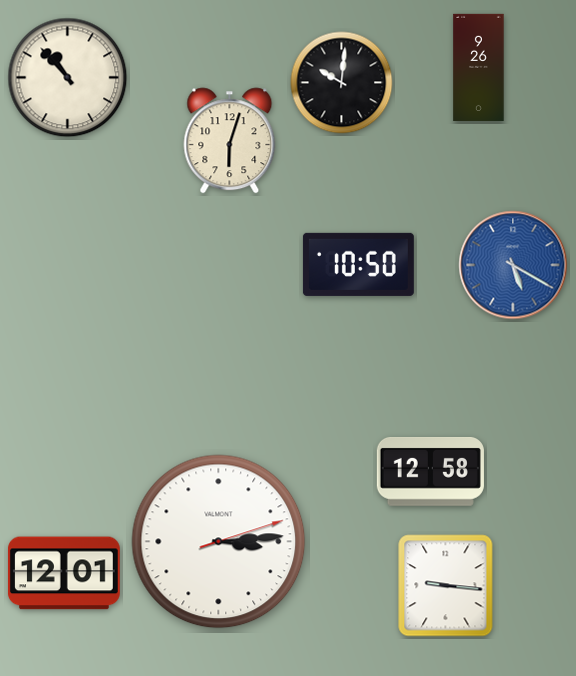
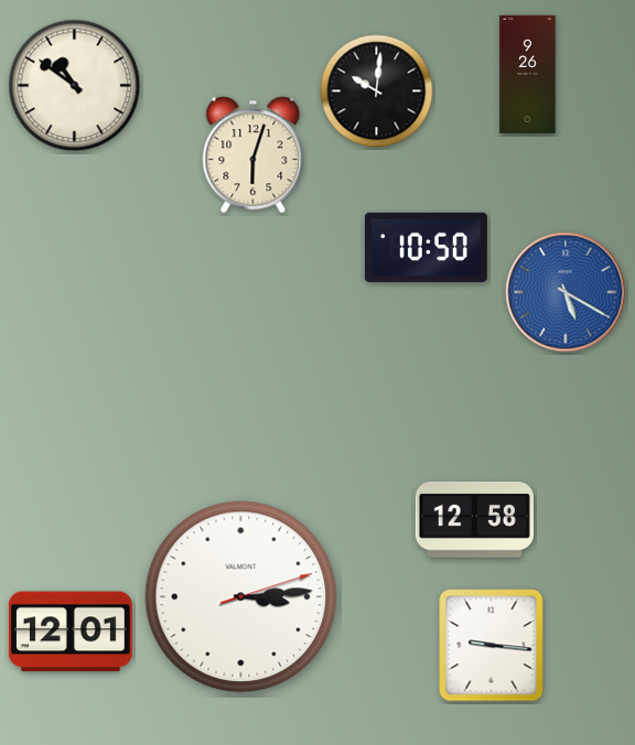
clock at (68, 78): 10:53 -> 10:51
clock at (358, 264) position: (358, 264) -> (426, 247)
